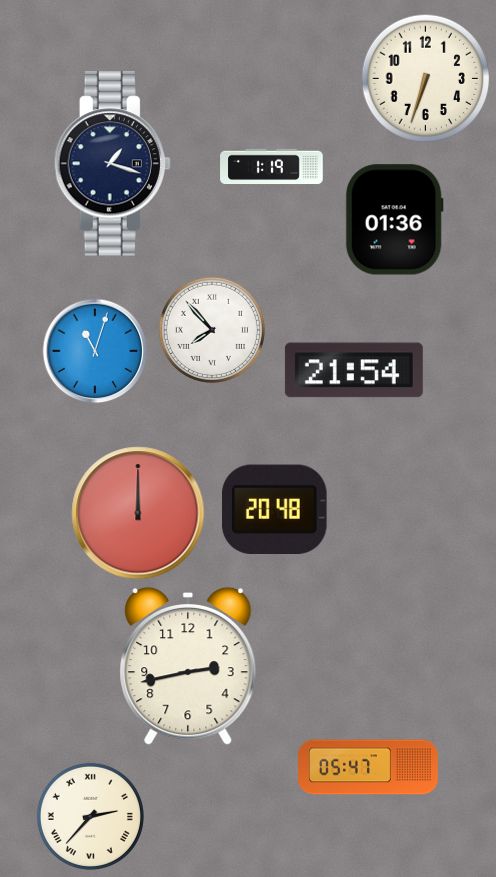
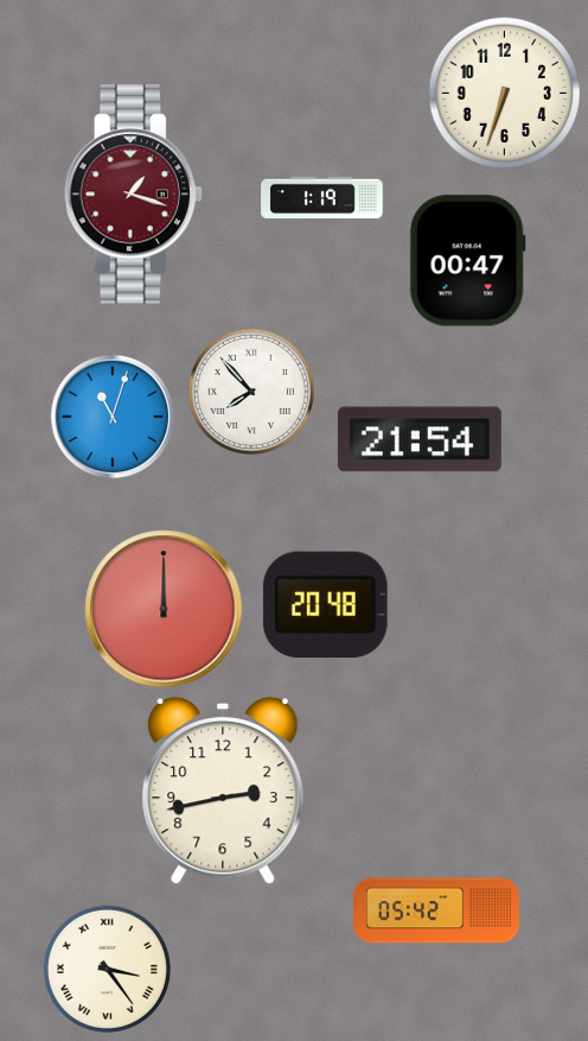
clock at (112, 164) dial: navy -> burgundy
clock at (394, 220): 01:36 -> 00:47
clock at (369, 767): 05:47 -> 05:42
clock at (90, 816): 2:37 -> 3:24
